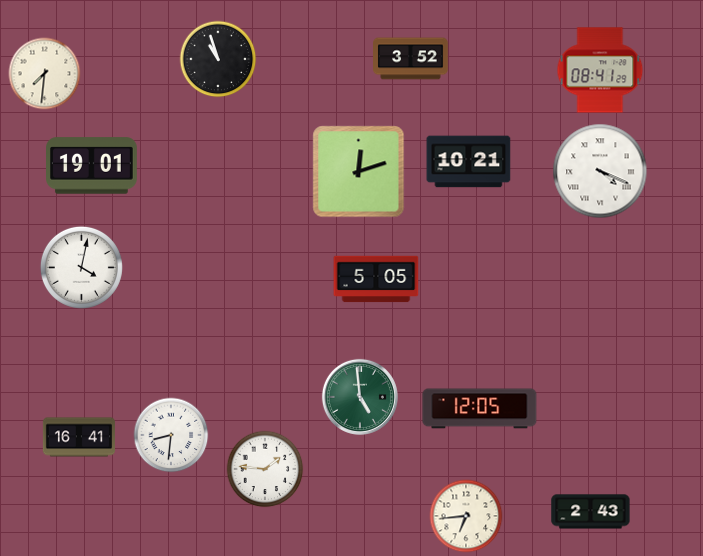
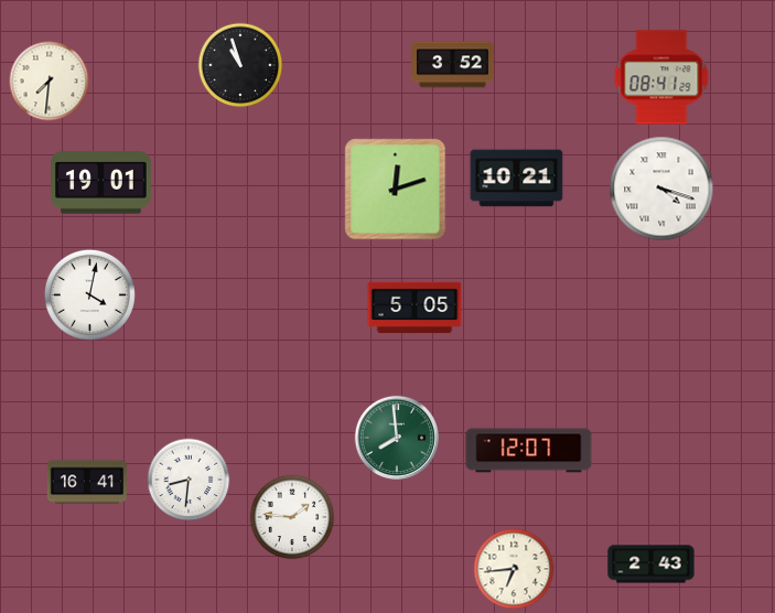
clock at (600, 171): 4:19 -> 4:18
clock at (360, 397): 4:59 -> 7:59
clock at (480, 409): 12:05 -> 12:07
